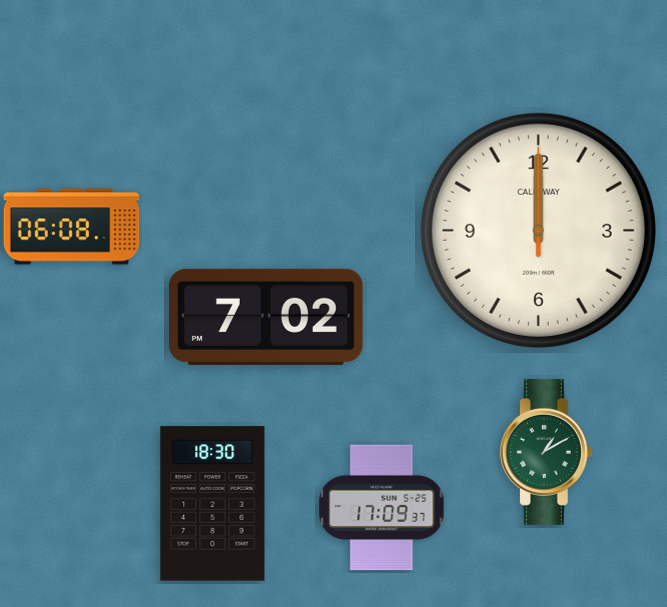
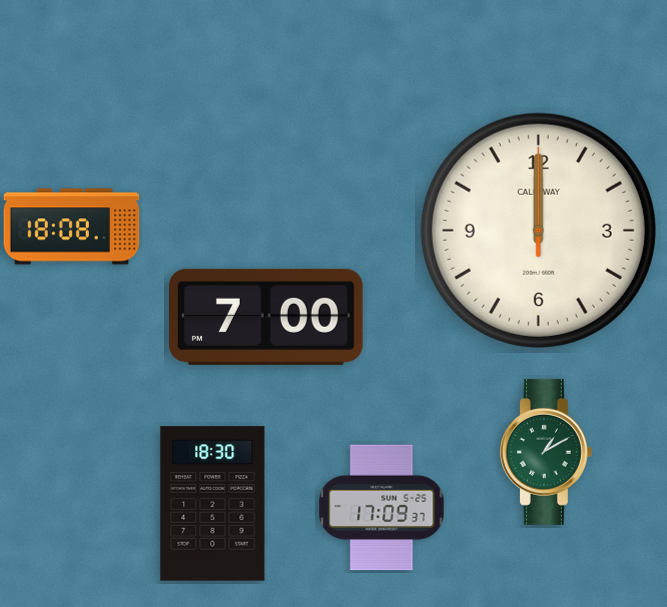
clock at (72, 227): 06:08 -> 18:08
clock at (267, 317): 7:02 -> 7:00
